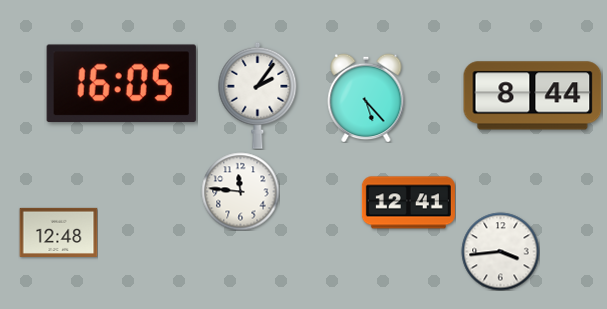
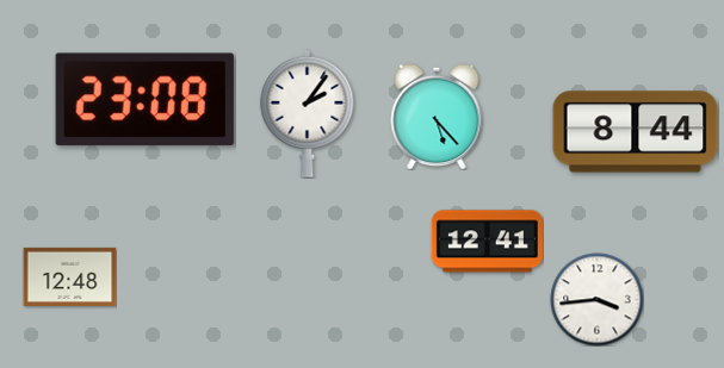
clock at (121, 84): 16:05 -> 23:08
clock at (533, 96) position: (533, 96) -> (636, 132)
clock at (240, 191): 11:46 -> none
